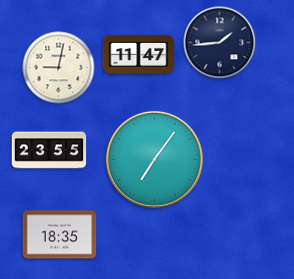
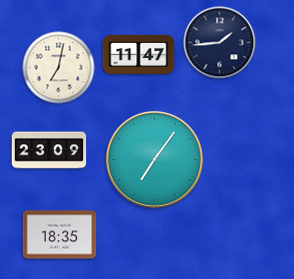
clock at (59, 68): 9:02 -> 7:02
clock at (49, 150): 23:55 -> 23:09
